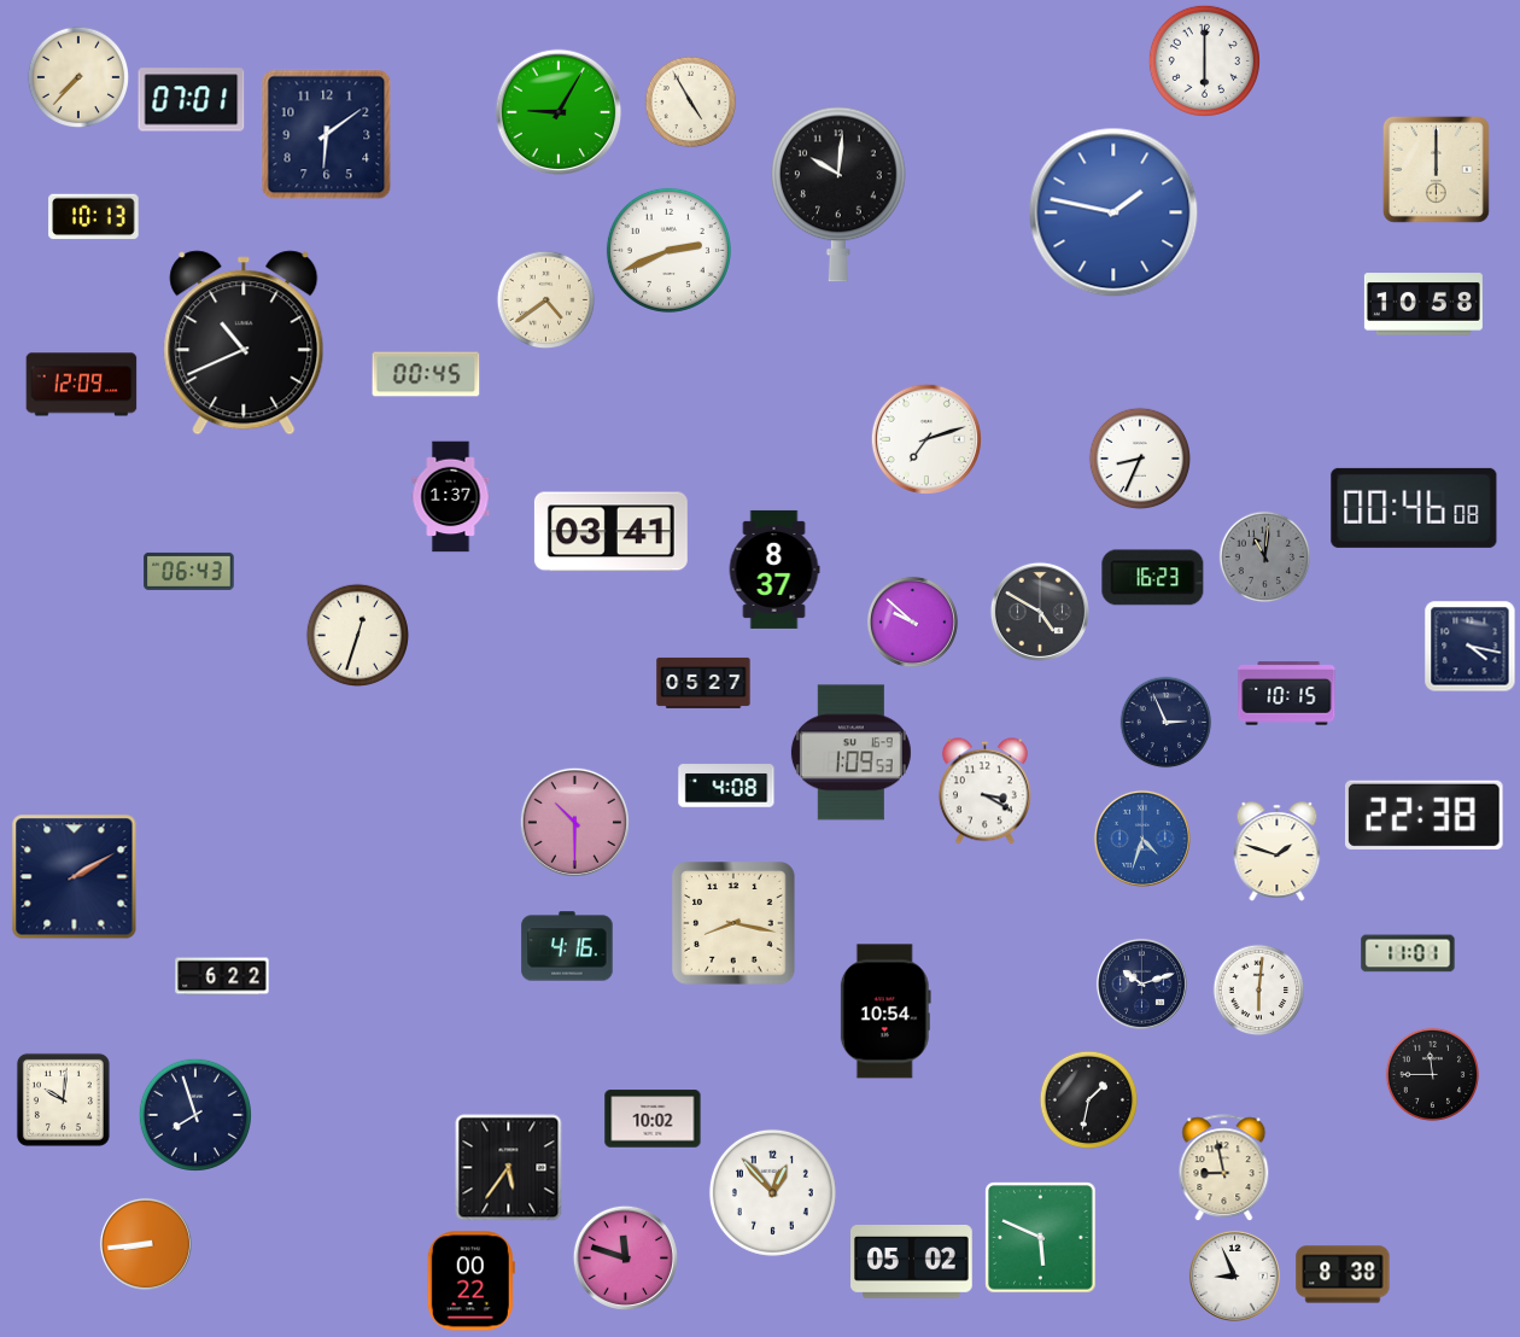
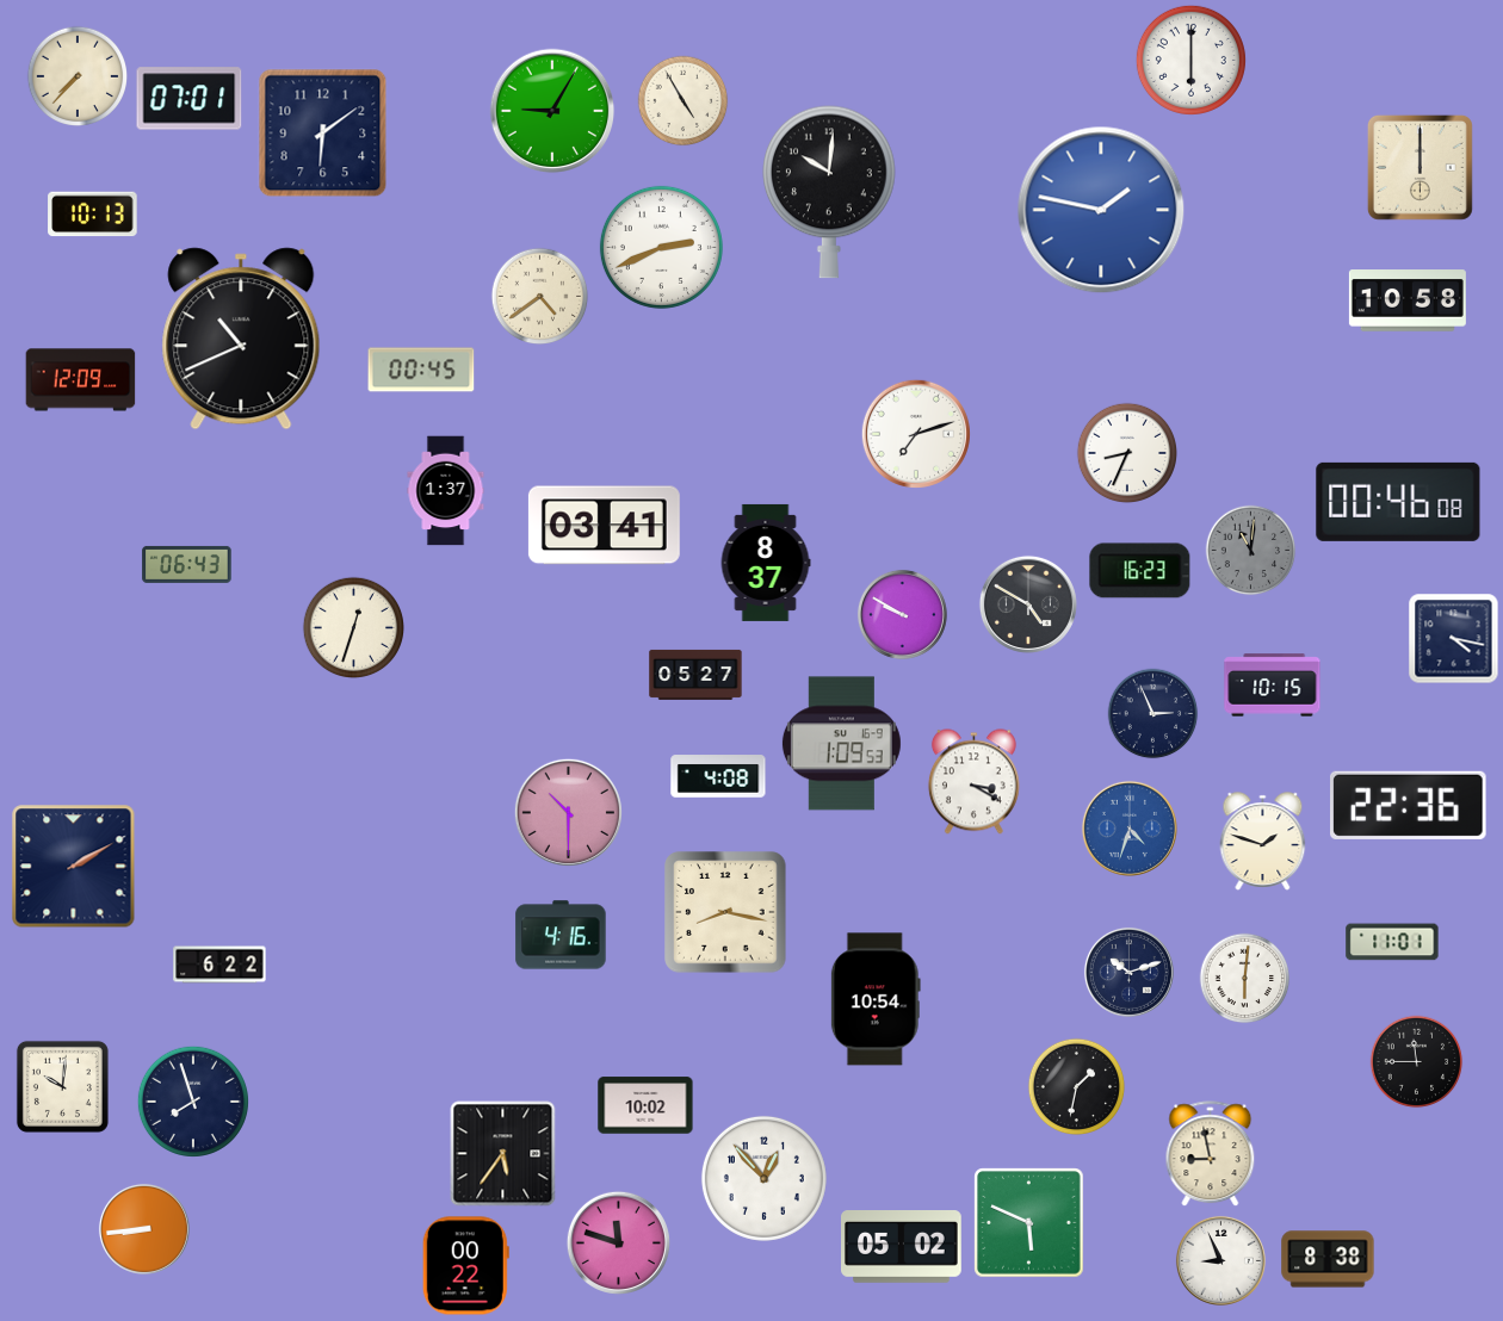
clock at (912, 621): 9:52 -> 9:50
clock at (1425, 815): 22:38 -> 22:36
